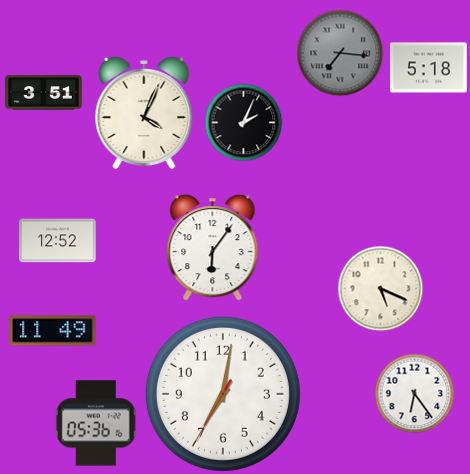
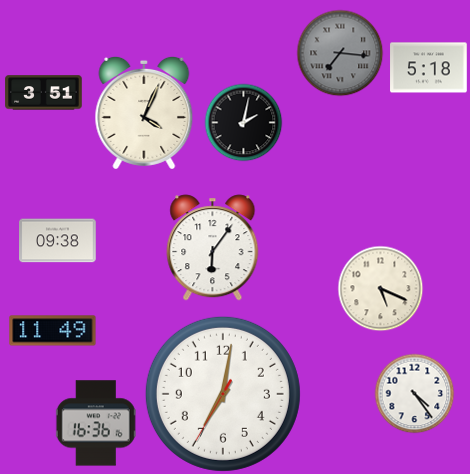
clock at (243, 122): 2:04 -> 2:02
clock at (58, 241): 12:52 -> 09:38
clock at (414, 393): 6:24 -> 4:24
clock at (96, 423): 05:36 -> 16:36
